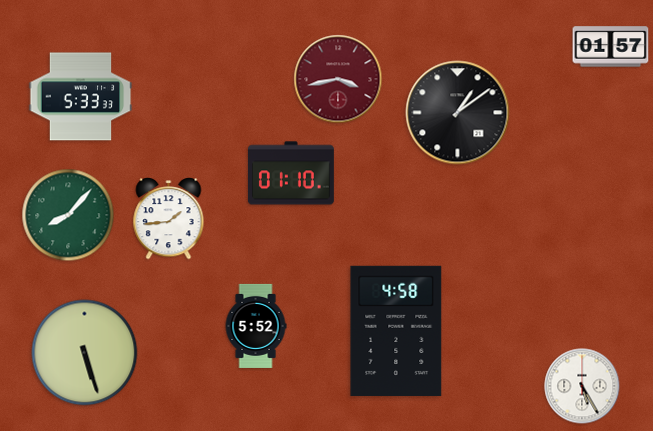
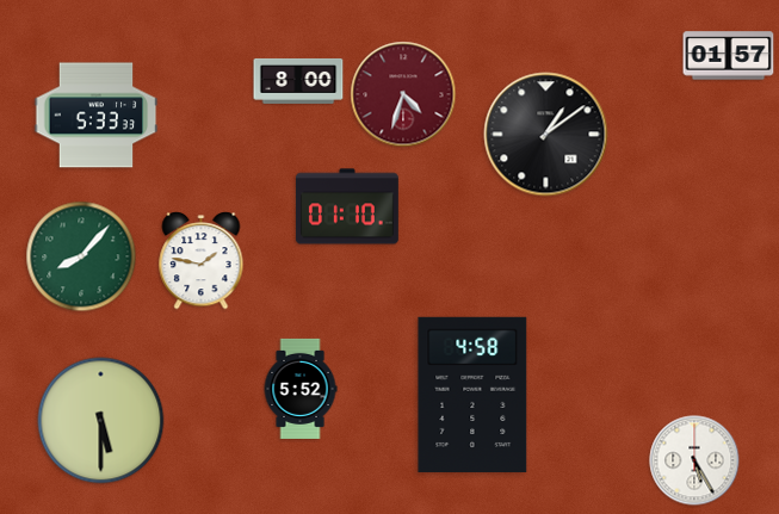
clock at (298, 81): none -> 8:00
clock at (338, 79): 3:43 -> 4:33
clock at (169, 219): 1:44 -> 1:47
clock at (256, 326) position: (256, 326) -> (301, 389)
clock at (85, 353): 5:27 -> 5:30
